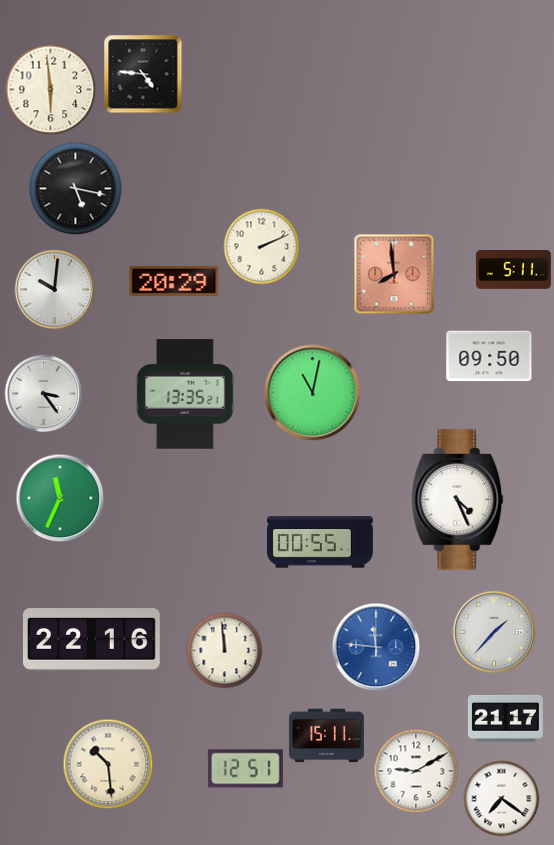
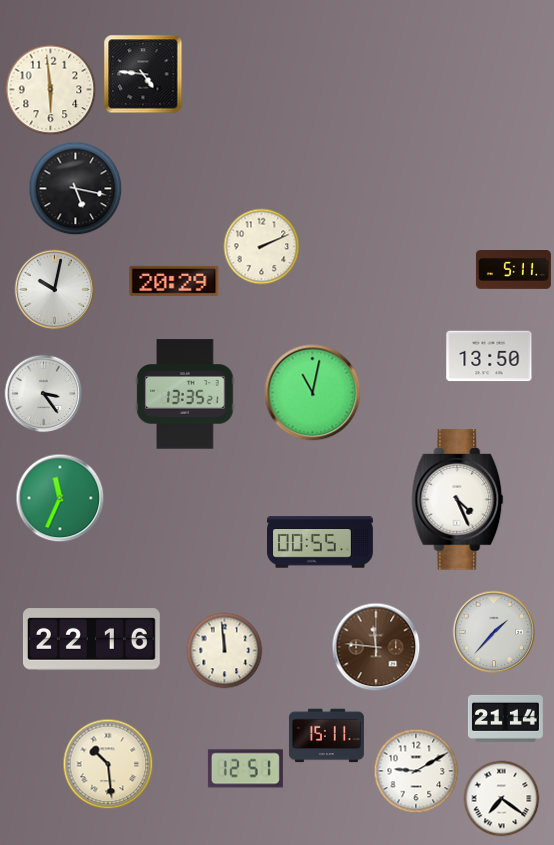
clock at (394, 274): 7:59 -> none
clock at (55, 290): 10:01 -> 10:02
clock at (489, 356): 09:50 -> 13:50
clock at (376, 647) dial: blue -> brown
clock at (505, 718): 21:17 -> 21:14
